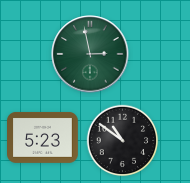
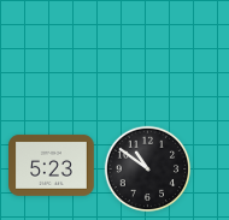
clock at (90, 54): 2:58 -> none
